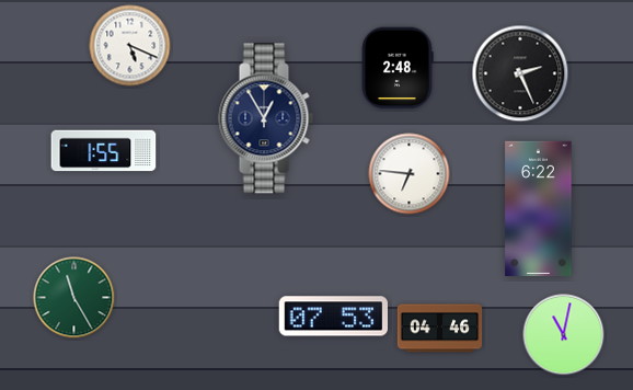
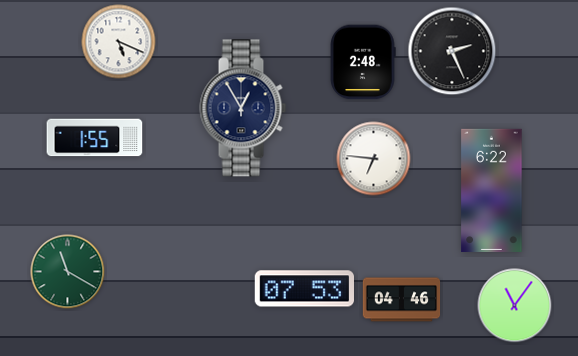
clock at (520, 73) position: (520, 73) -> (452, 51)
clock at (74, 298): 11:25 -> 11:20
clock at (564, 335): 11:02 -> 11:06
